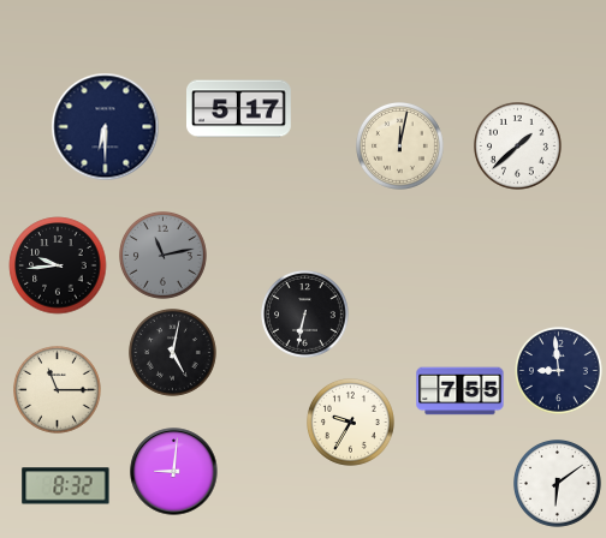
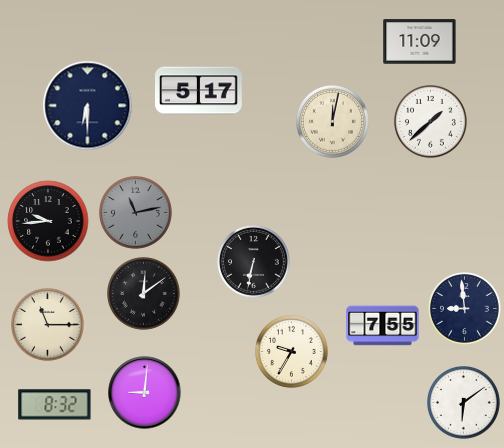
clock at (420, 42): none -> 11:09
clock at (173, 353): 5:02 -> 12:09
